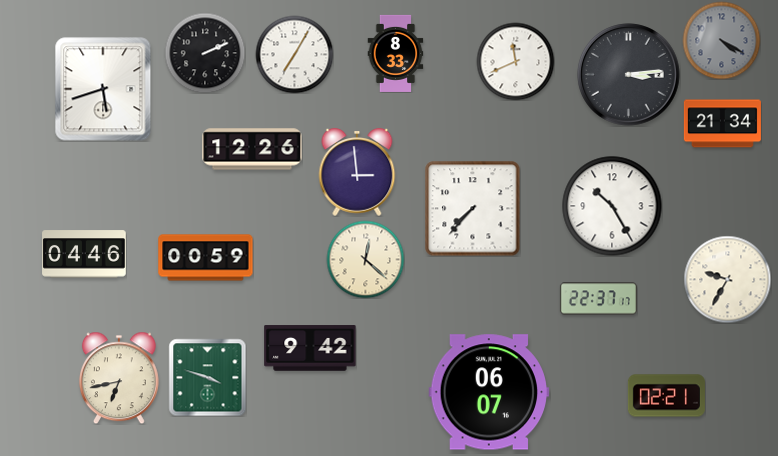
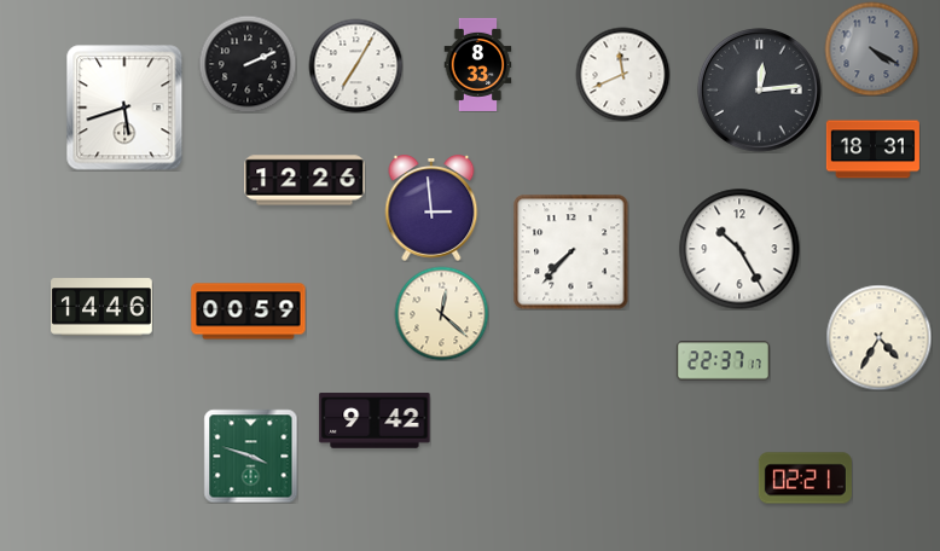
clock at (629, 75): 3:14 -> 12:14
clock at (722, 124): 21:34 -> 18:31
clock at (84, 254): 04:46 -> 14:46
clock at (727, 279): 9:35 -> 4:35
clock at (119, 378): 6:43 -> none
clock at (489, 392): 06:07 -> none
